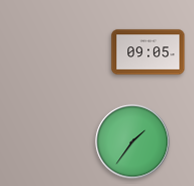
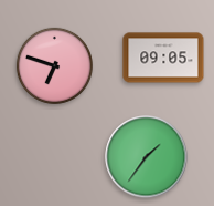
clock at (54, 65): none -> 6:48
